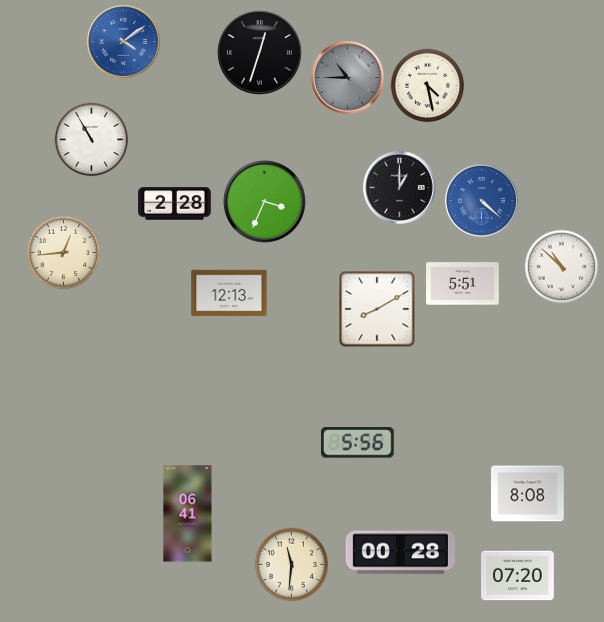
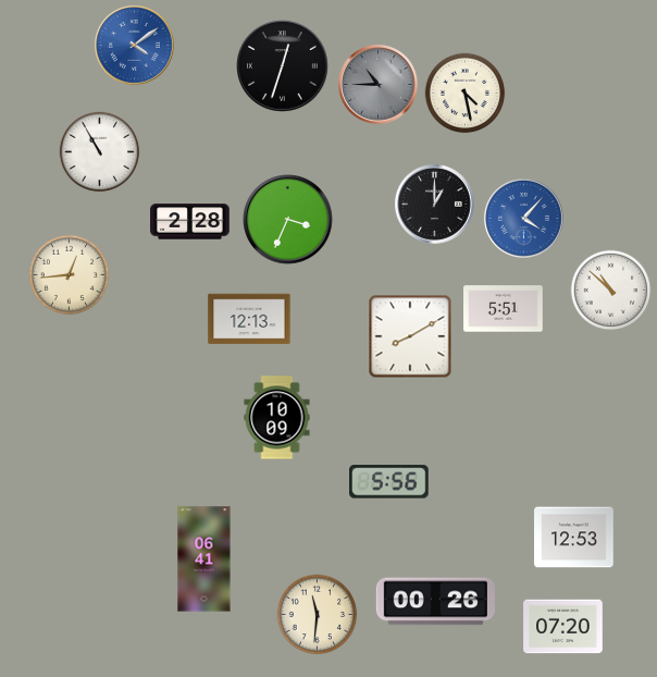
clock at (260, 53) position: (260, 53) -> (283, 66)
clock at (481, 200): 4:22 -> 4:07
clock at (277, 418): none -> 10:09
clock at (528, 494): 8:08 -> 12:53
clock at (400, 553): 00:28 -> 00:26
